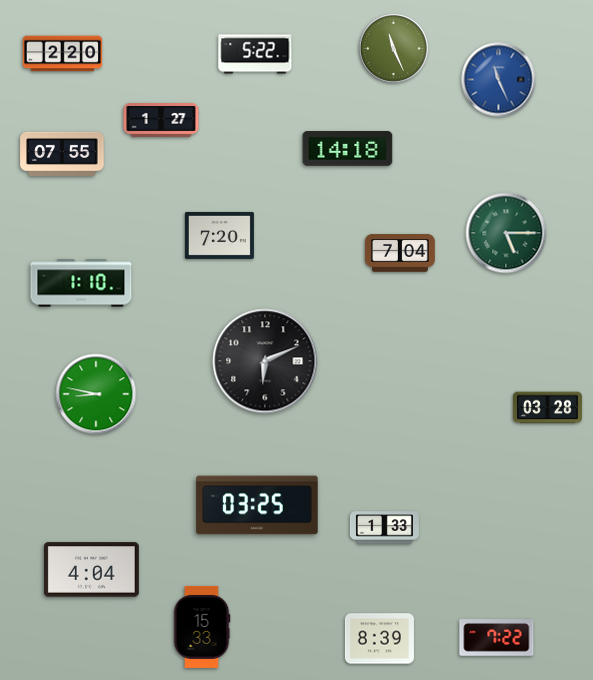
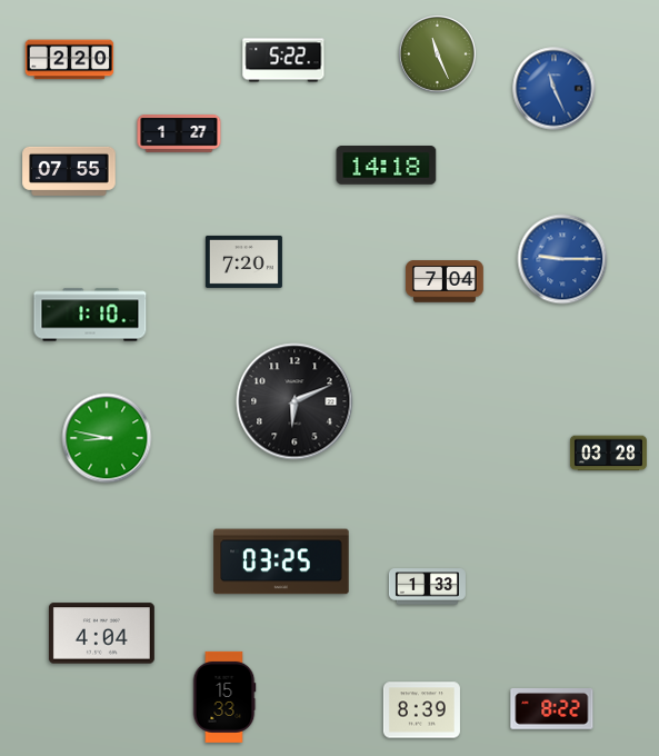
clock at (506, 233): 5:15 -> 9:15
clock at (506, 233) dial: green -> blue
clock at (257, 505) position: (257, 505) -> (281, 561)
clock at (497, 638): 7:22 -> 8:22
